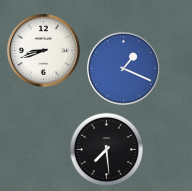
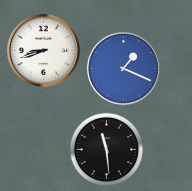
clock at (107, 150): 7:29 -> 11:29
